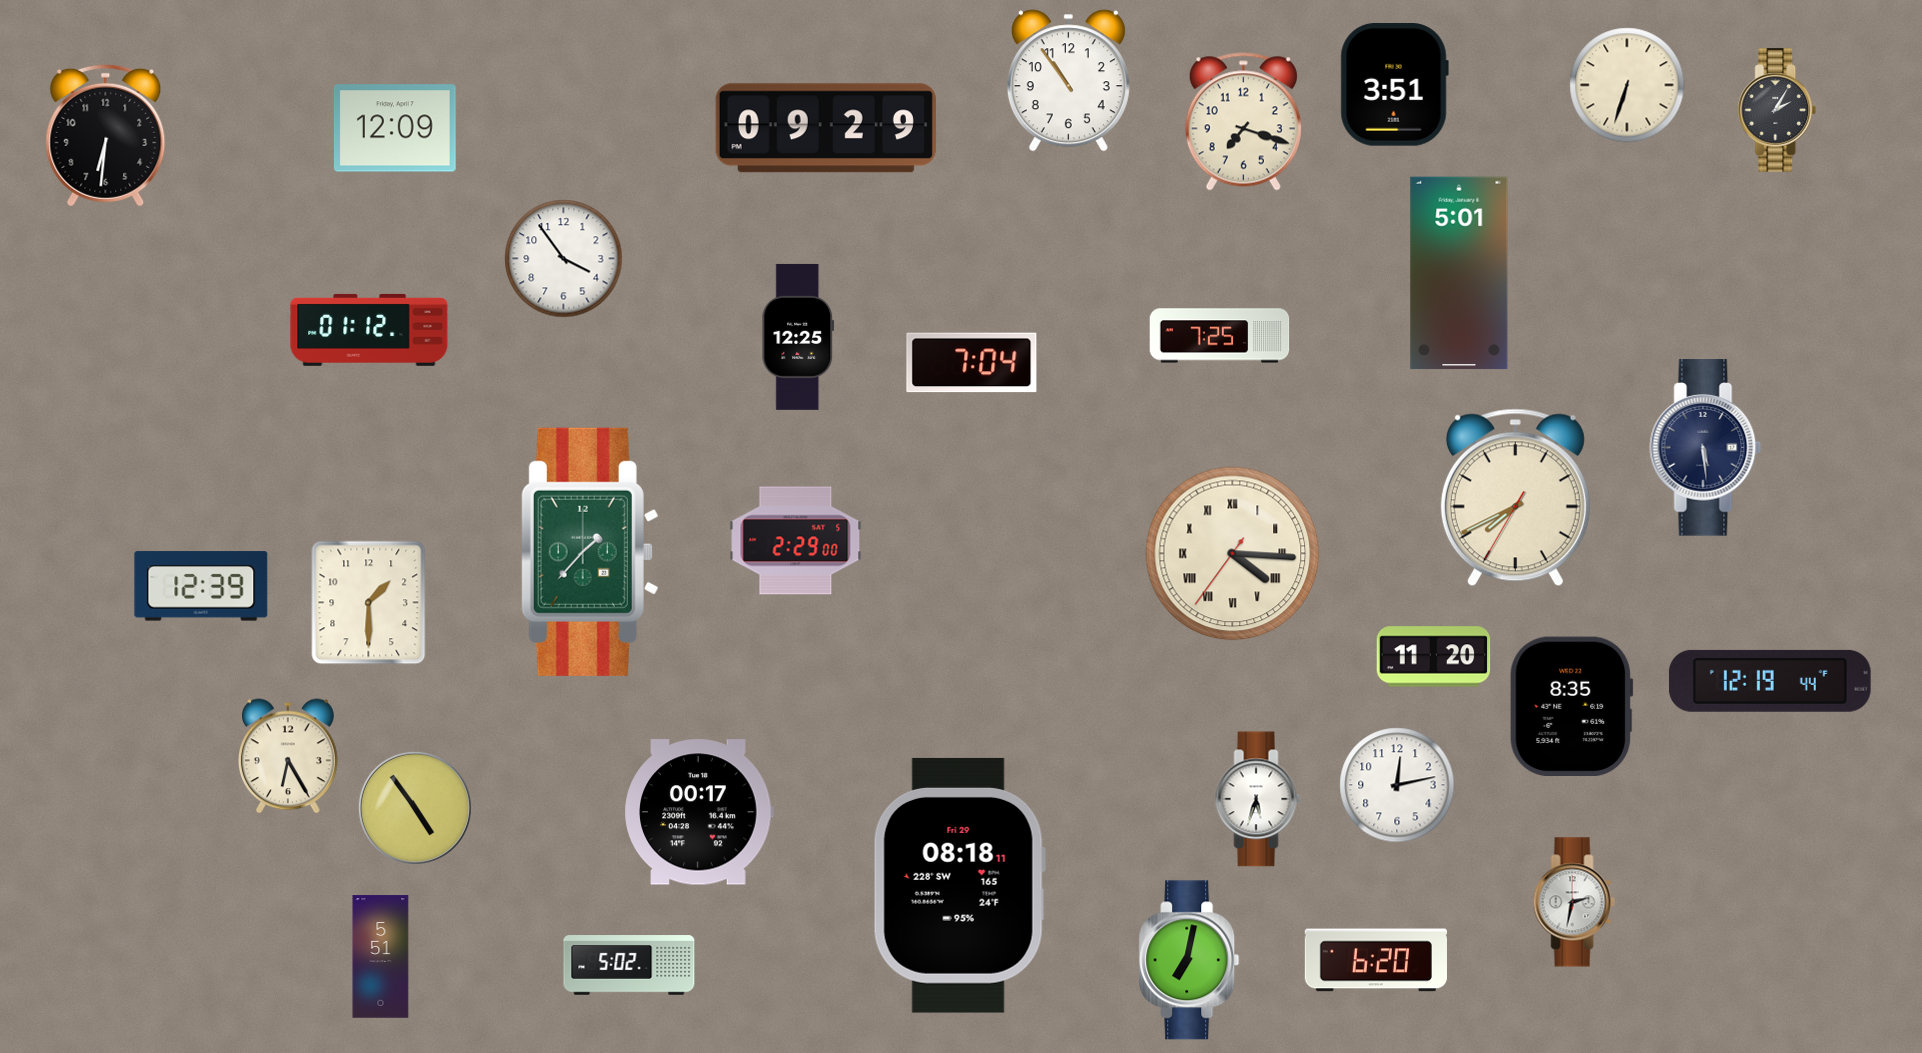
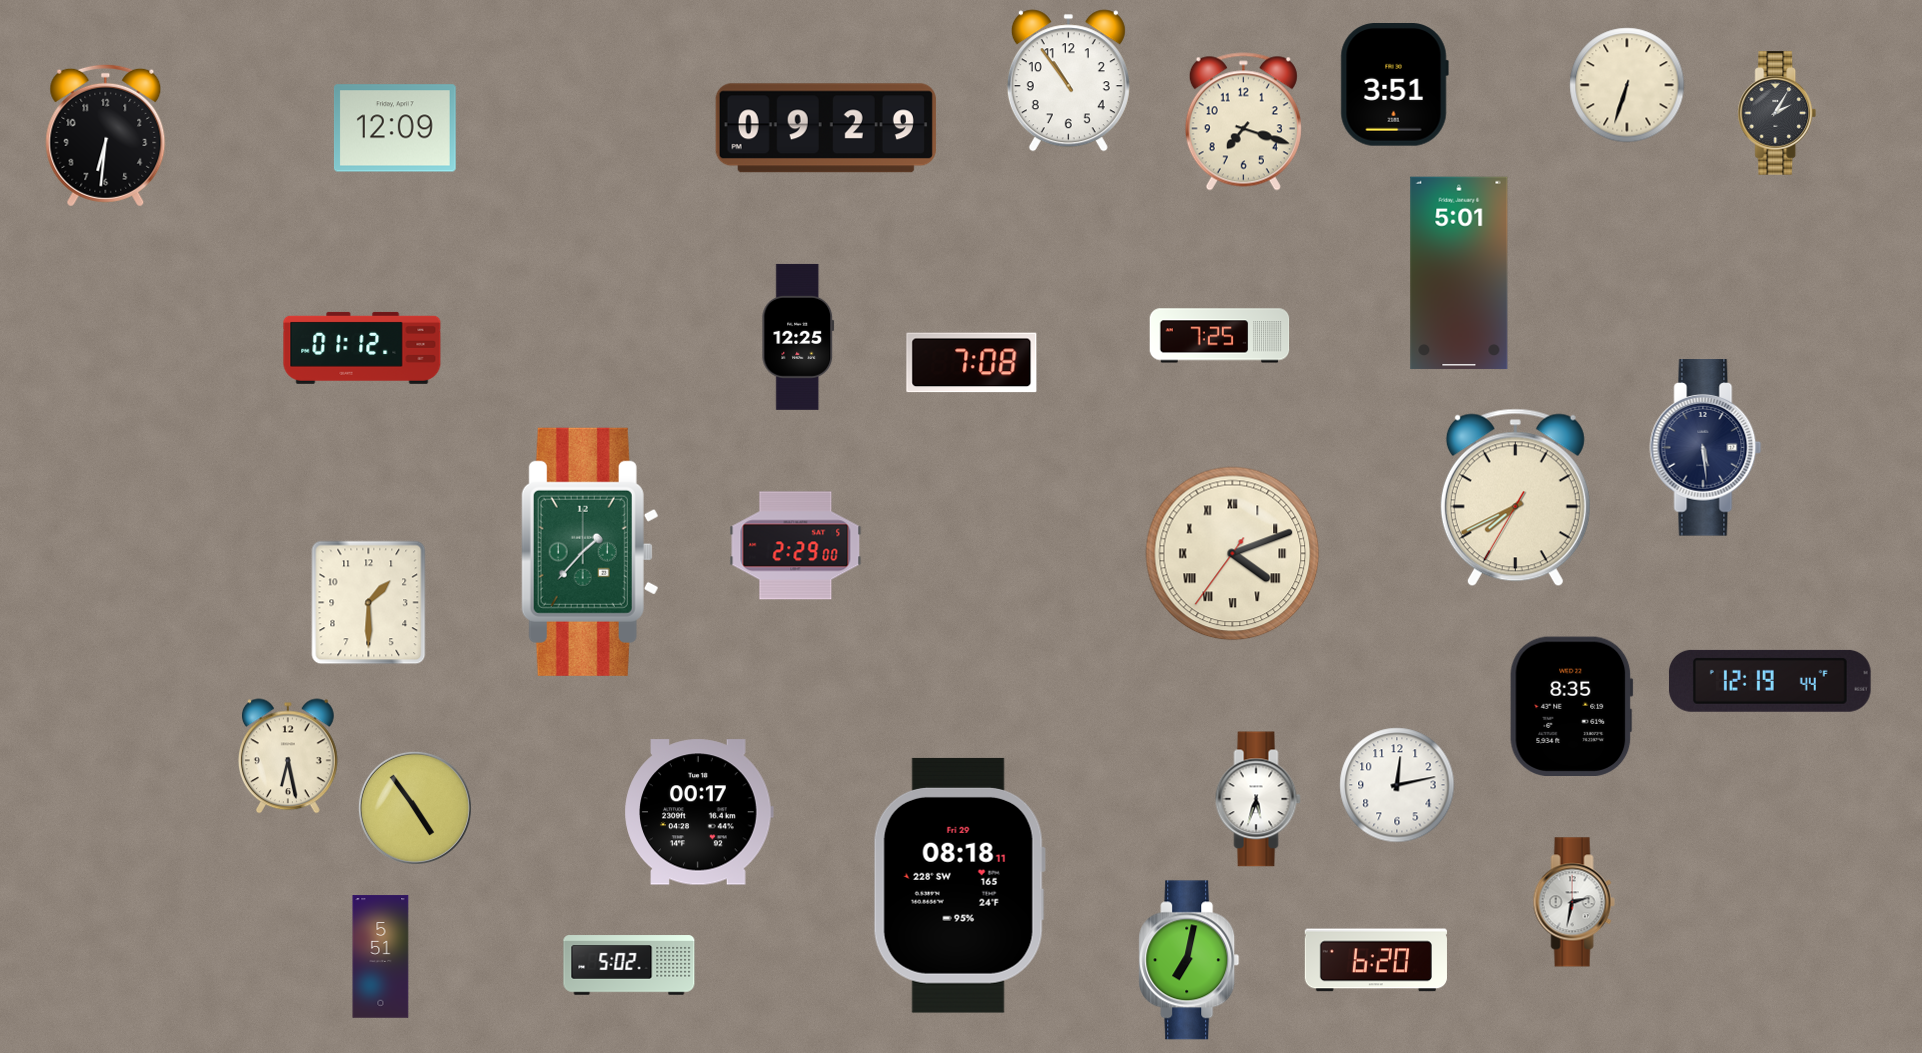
clock at (1777, 110) position: (1777, 110) -> (1777, 113)
clock at (564, 259): 3:54 -> none
clock at (369, 330) position: (369, 330) -> (362, 348)
clock at (972, 363): 7:04 -> 7:08
clock at (796, 541) position: (796, 541) -> (796, 546)
clock at (1233, 554): 4:15 -> 4:11
clock at (201, 586): 12:39 -> none
clock at (1434, 657): 11:20 -> none
clock at (288, 756): 6:25 -> 6:28
